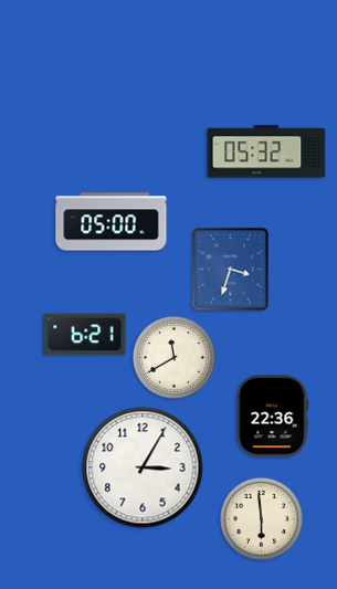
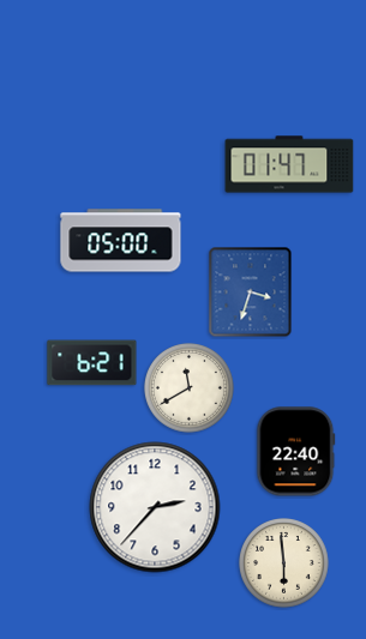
clock at (266, 151): 05:32 -> 01:47
clock at (273, 417): 22:36 -> 22:40
clock at (143, 467): 3:05 -> 2:37
